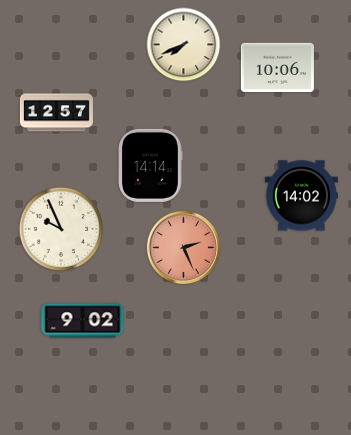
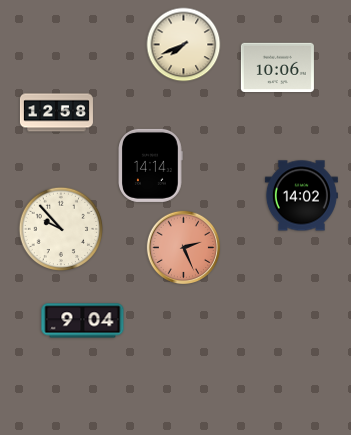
clock at (56, 113): 12:57 -> 12:58
clock at (61, 229): 9:56 -> 9:53
clock at (83, 321): 9:02 -> 9:04
